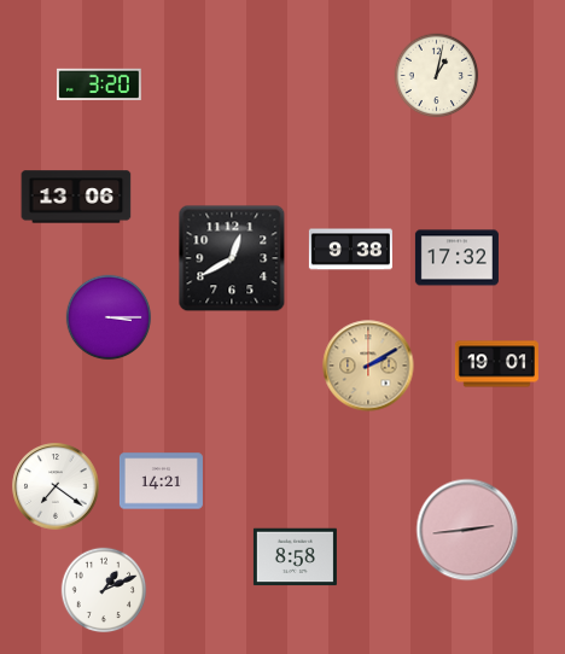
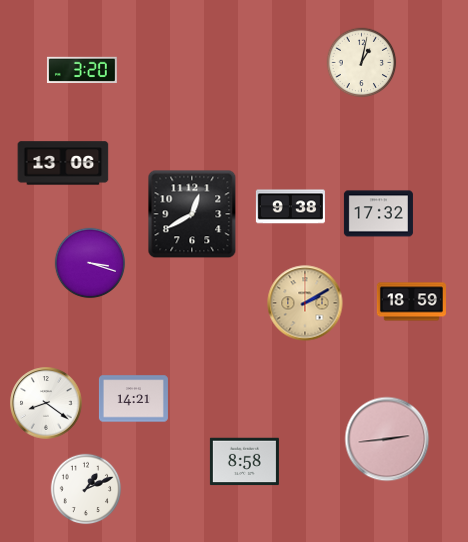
clock at (109, 317): 3:15 -> 3:18
clock at (496, 364): 19:01 -> 18:59
clock at (56, 486): 7:21 -> 8:21
